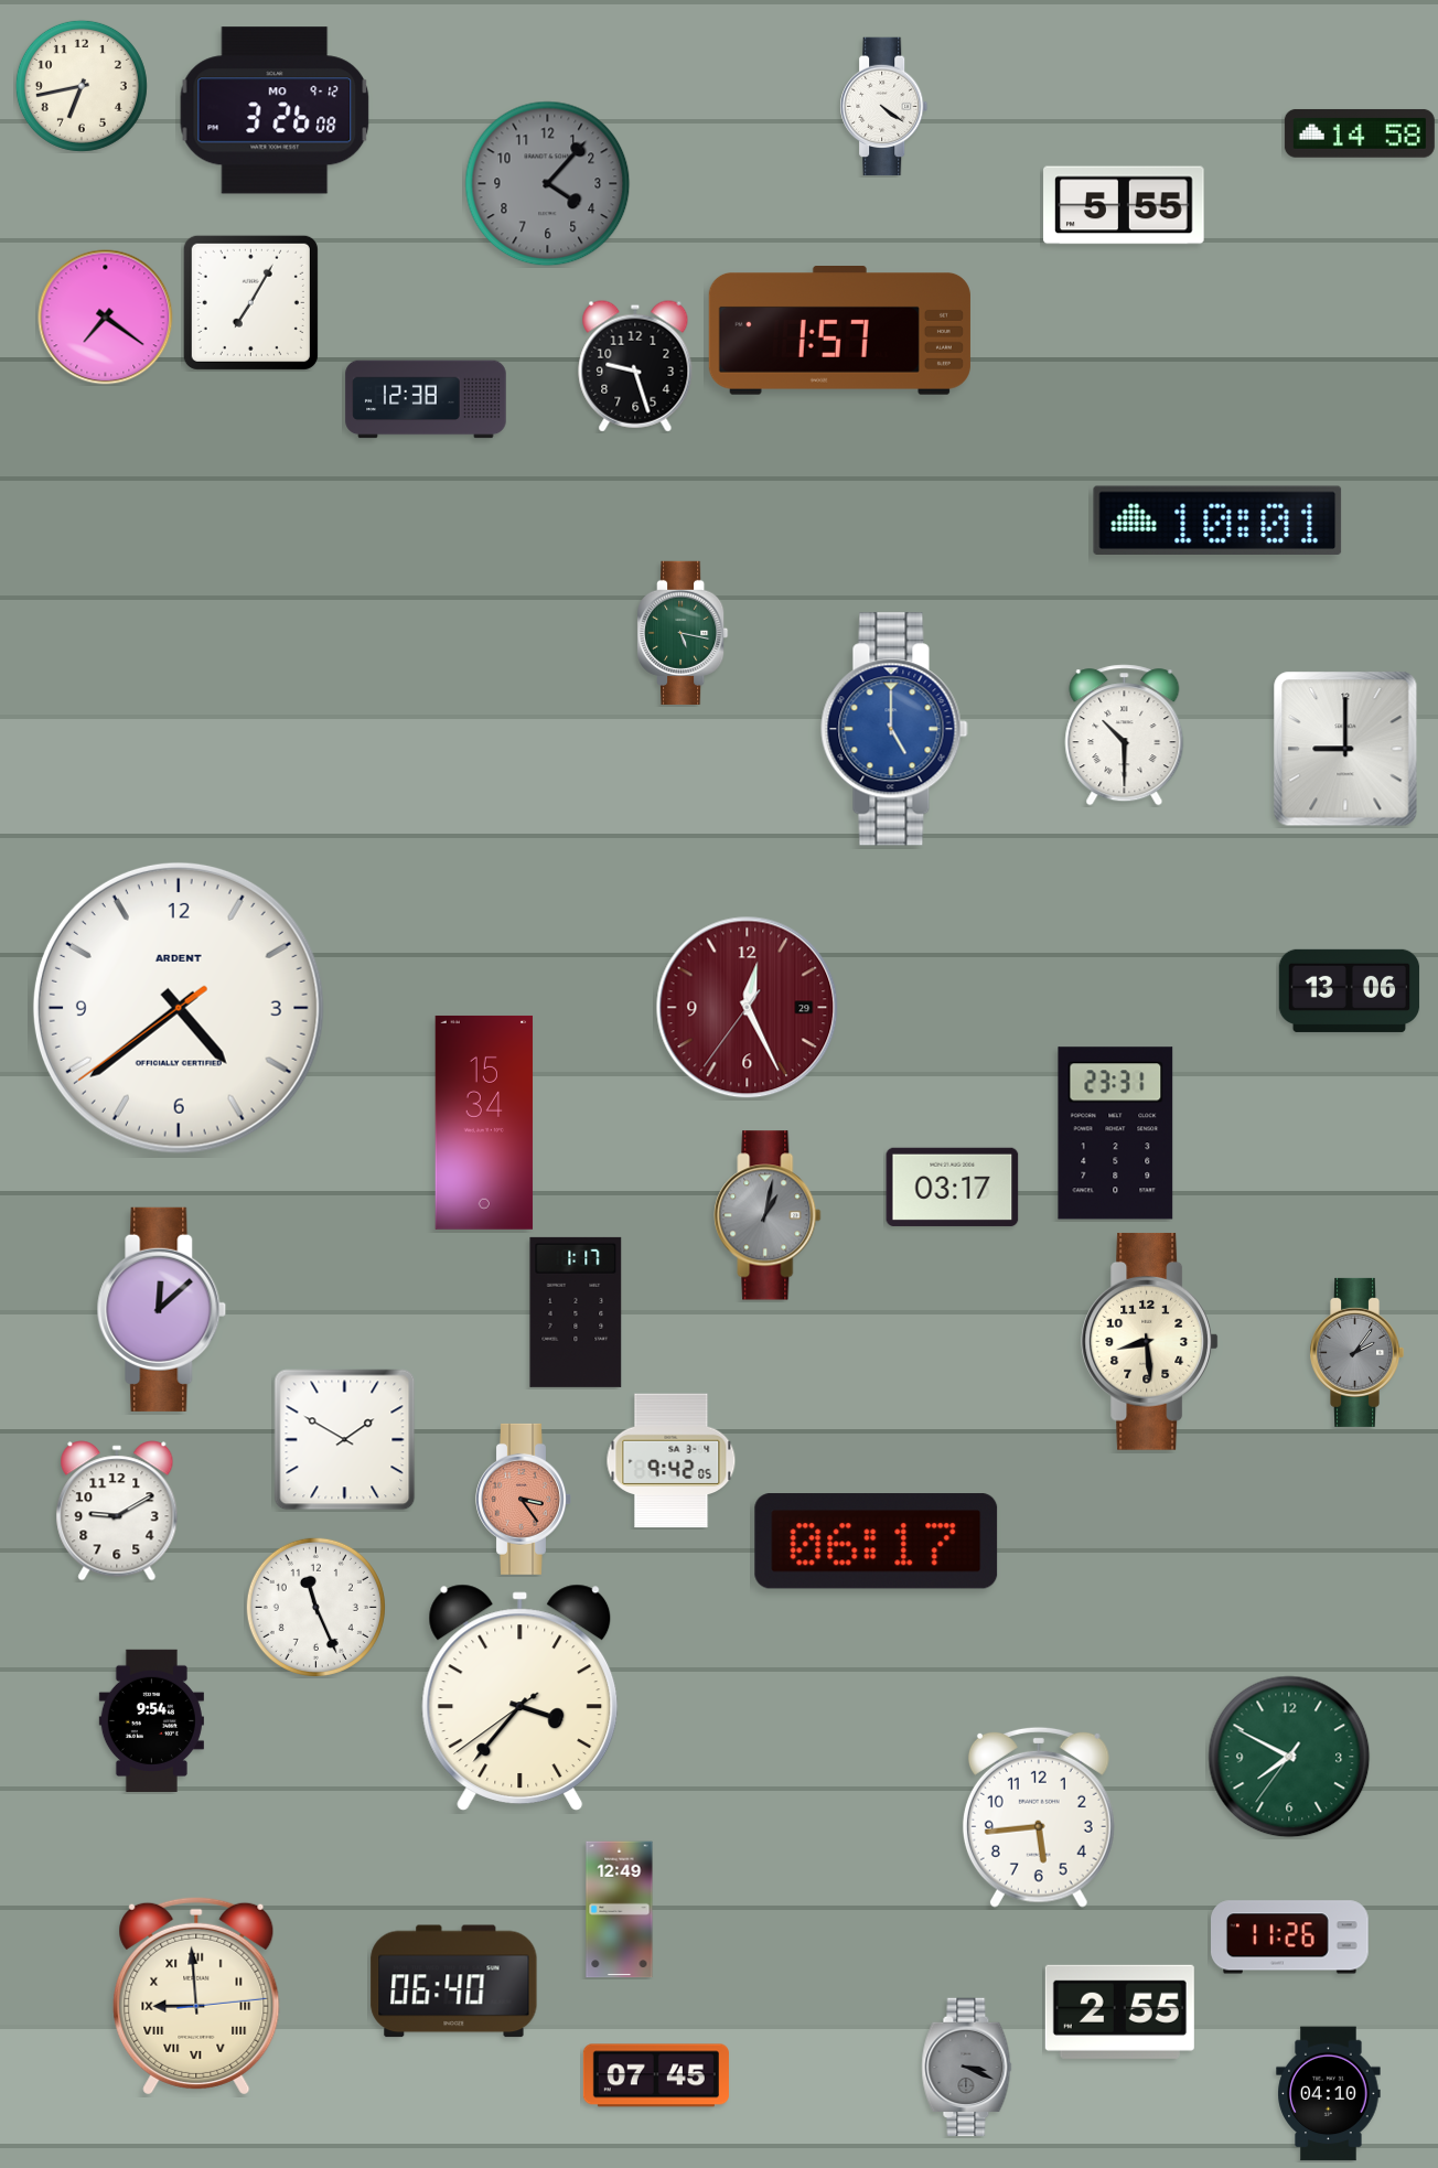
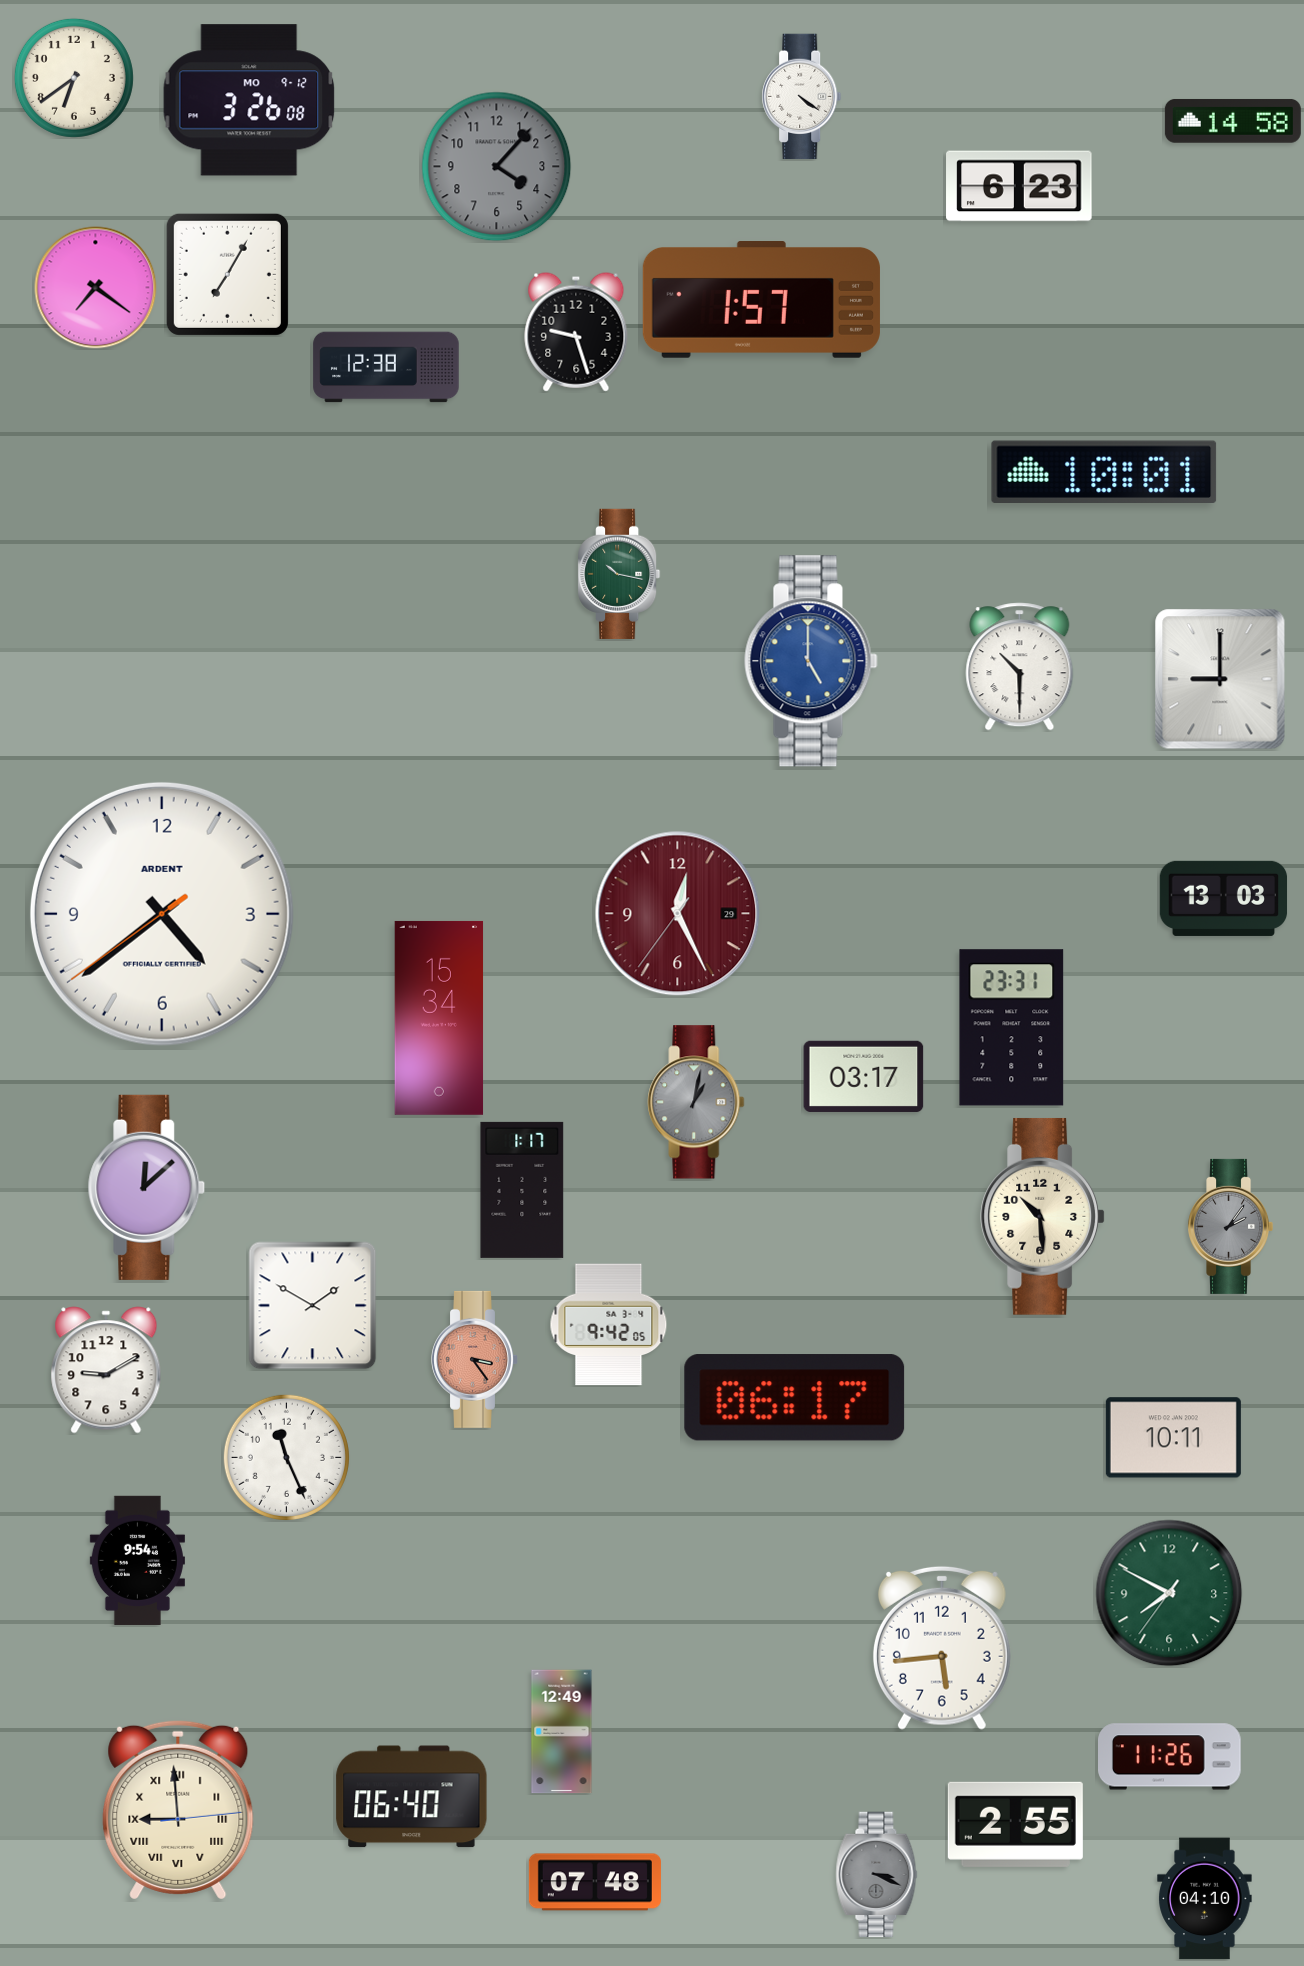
clock at (82, 86): 6:43 -> 6:39
clock at (1124, 205): 5:55 -> 6:23
clock at (426, 399) position: (426, 399) -> (386, 367)
clock at (683, 633): 5:17 -> 10:17
clock at (1350, 990): 13:06 -> 13:03
clock at (1149, 1341): 8:29 -> 10:29
clock at (1173, 1438): none -> 10:11
clock at (521, 1697): 3:36 -> none
clock at (656, 2075): 07:45 -> 07:48
